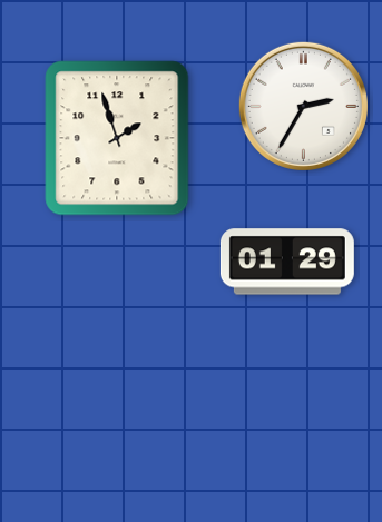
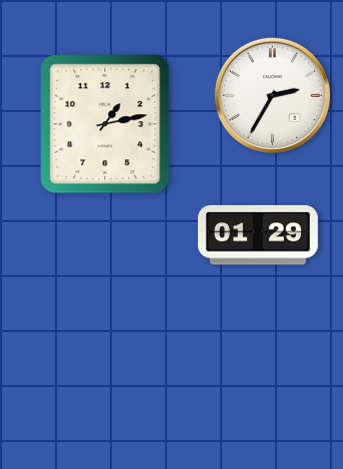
clock at (117, 138): 1:57 -> 1:13
